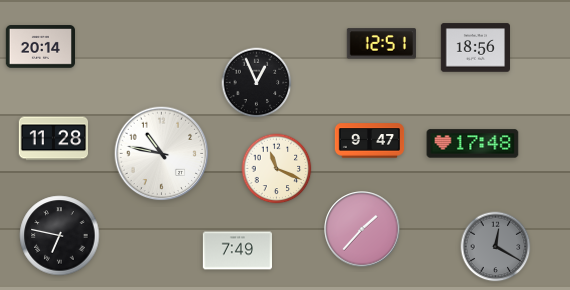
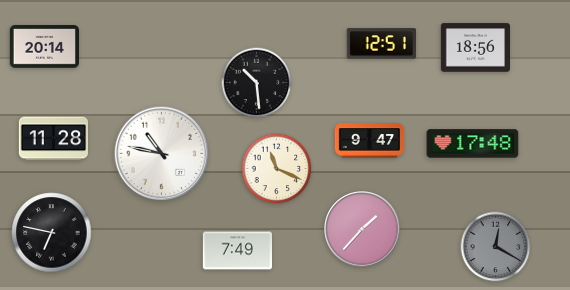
clock at (40, 47) position: (40, 47) -> (44, 47)
clock at (257, 83): 12:56 -> 10:29
clock at (60, 236) position: (60, 236) -> (52, 233)
